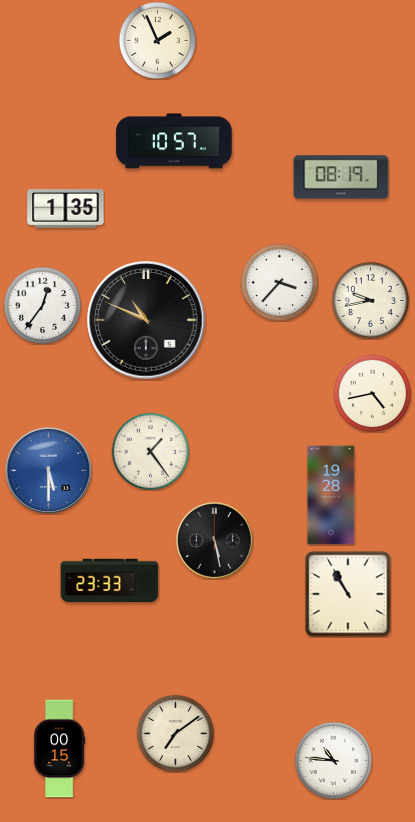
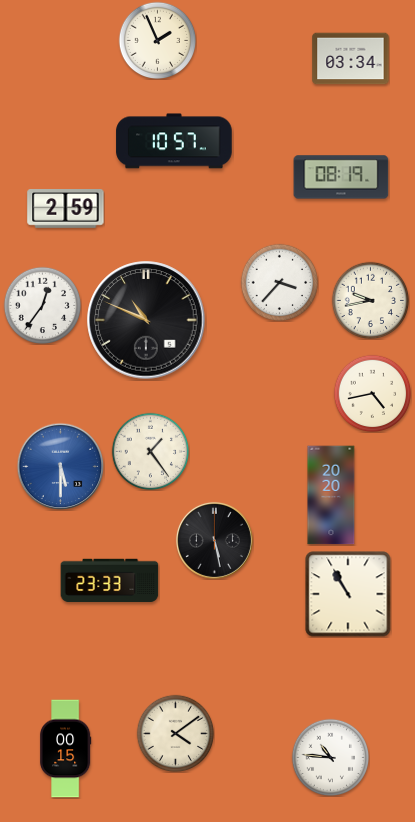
clock at (351, 59): none -> 03:34
clock at (66, 209): 1:35 -> 2:59
clock at (48, 470) position: (48, 470) -> (60, 466)
clock at (331, 495): 19:28 -> 20:20
clock at (175, 733): 7:09 -> 4:09
clock at (59, 749) position: (59, 749) -> (65, 749)
clock at (333, 760) position: (333, 760) -> (330, 757)
